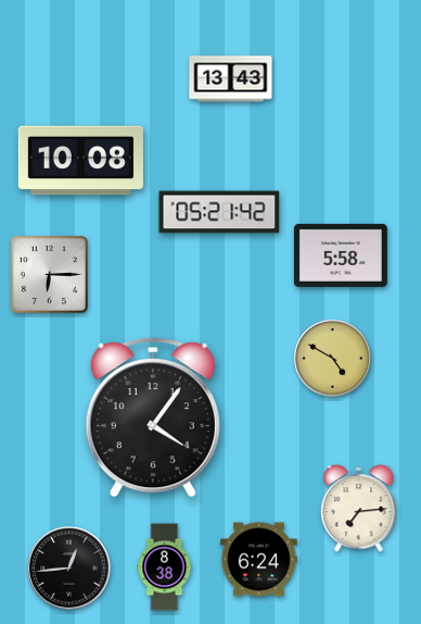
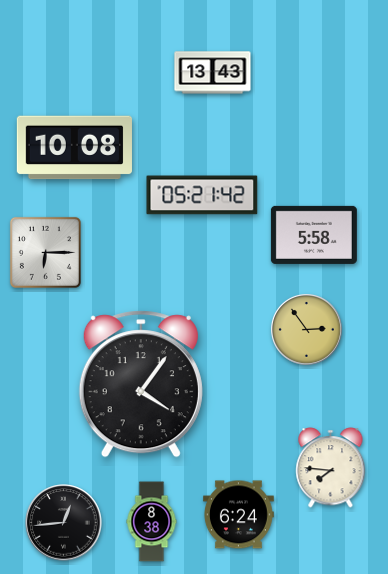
clock at (332, 358): 4:50 -> 2:54
clock at (359, 509): 7:14 -> 7:46
